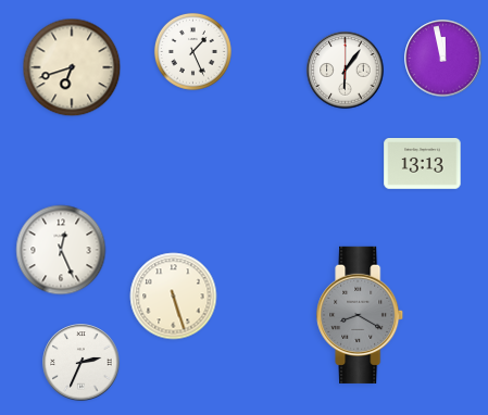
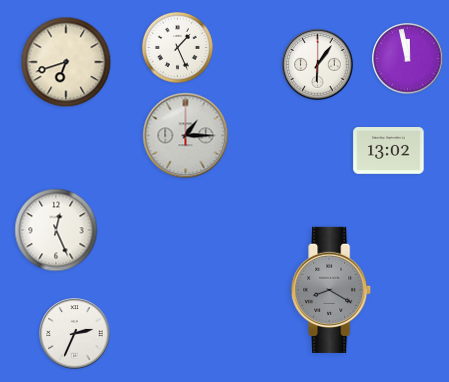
clock at (443, 59) position: (443, 59) -> (408, 59)
clock at (186, 136): none -> 1:15
clock at (423, 164): 13:13 -> 13:02
clock at (174, 297): 5:27 -> none
